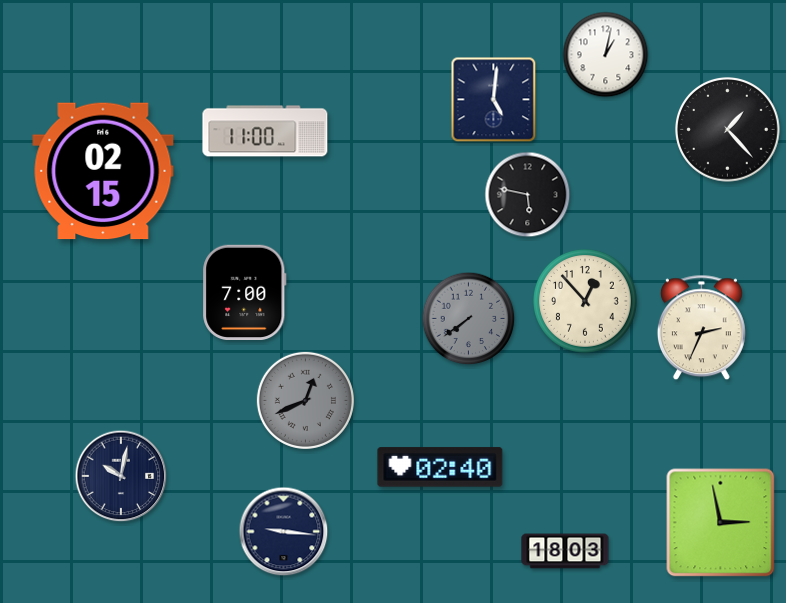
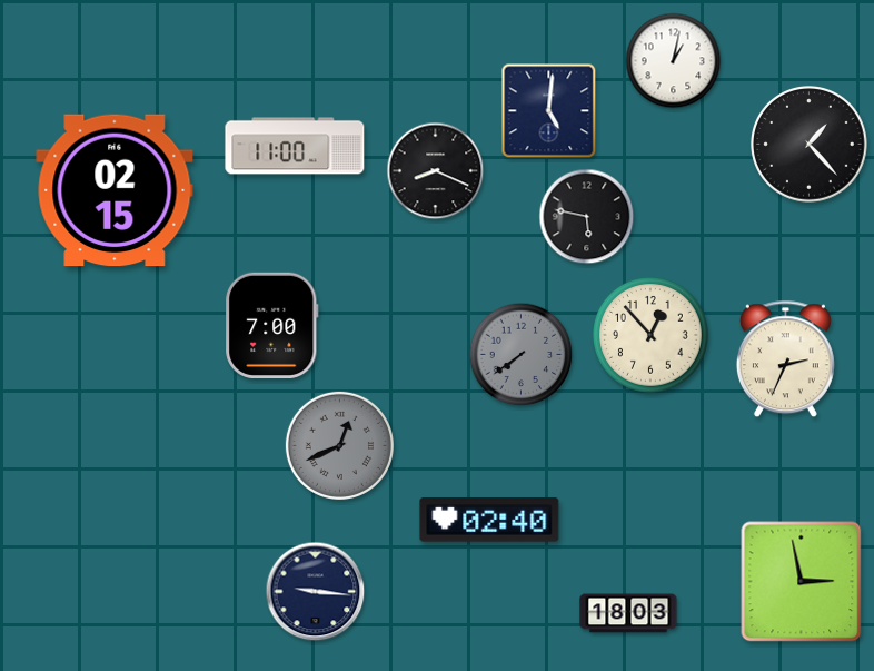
clock at (436, 171): none -> 8:19
clock at (701, 328) position: (701, 328) -> (785, 359)
clock at (121, 476): 10:02 -> none
